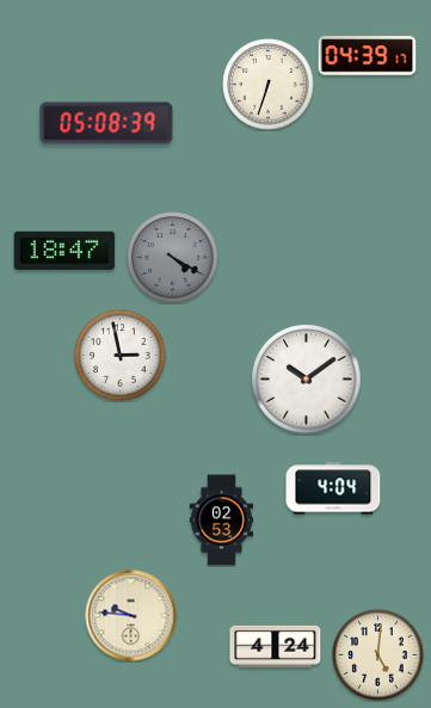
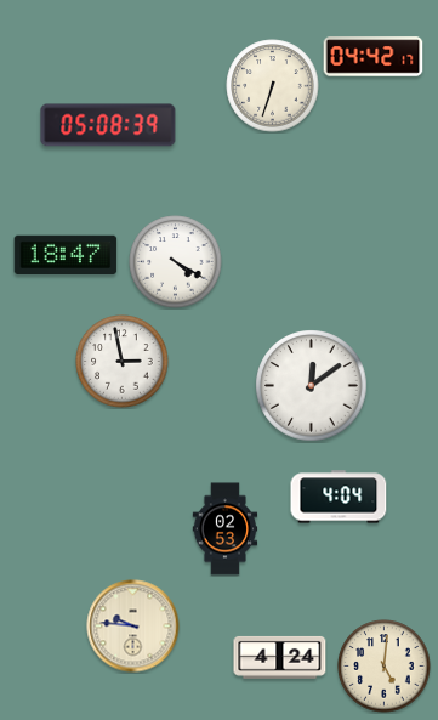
clock at (368, 56): 04:39 -> 04:42
clock at (173, 258) dial: grey -> white
clock at (307, 380): 10:09 -> 12:09
